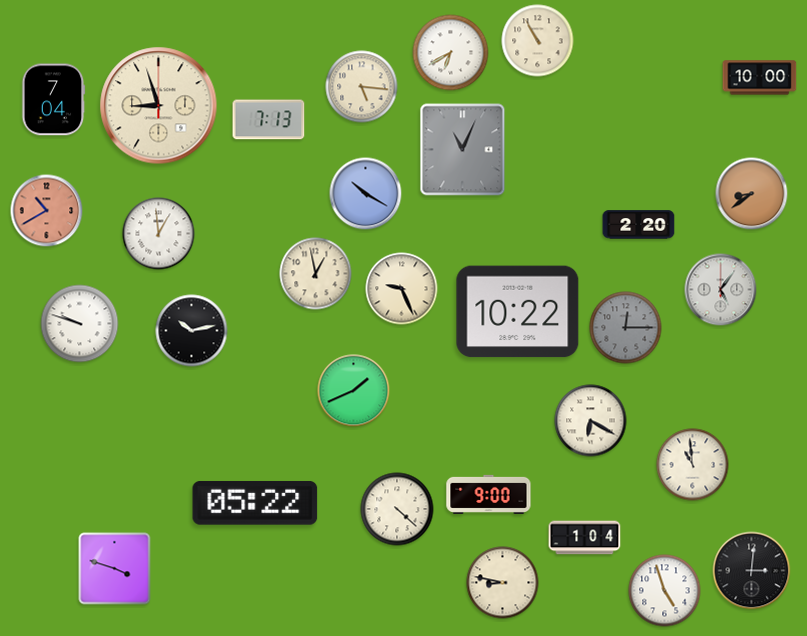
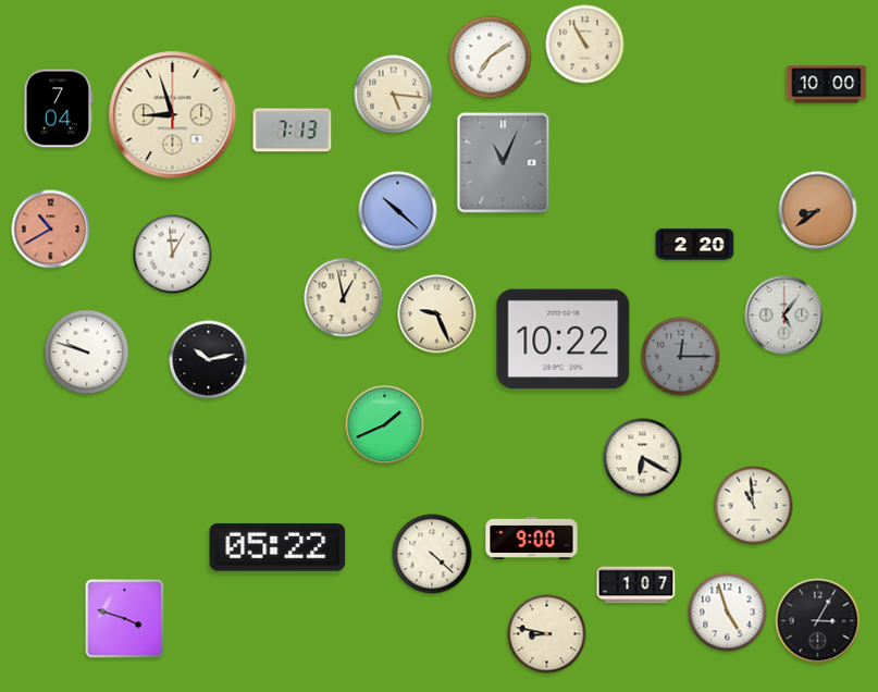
clock at (451, 53): 6:40 -> 7:09
clock at (366, 194): 10:20 -> 10:22
clock at (585, 538): 1:04 -> 1:07
clock at (752, 571): 3:01 -> 3:05
clock at (665, 591) position: (665, 591) -> (728, 613)
